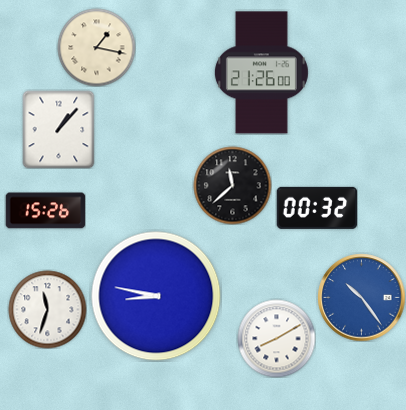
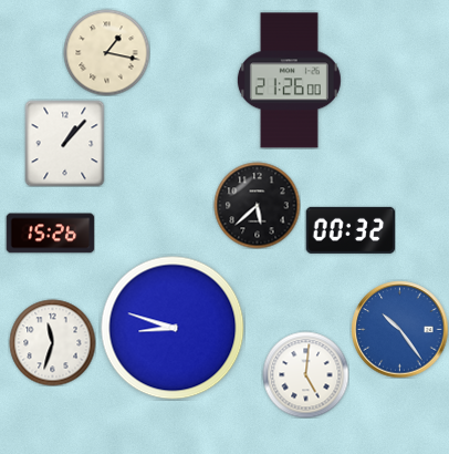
clock at (232, 185): 11:38 -> 5:38
clock at (156, 296): 8:47 -> 8:48
clock at (276, 338): 8:10 -> 5:01
